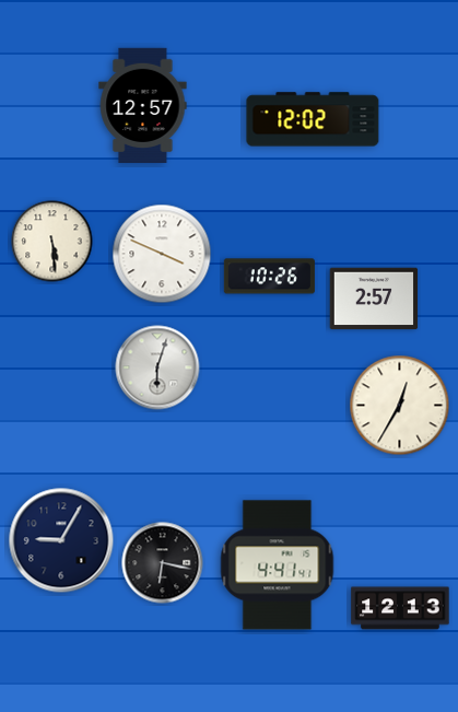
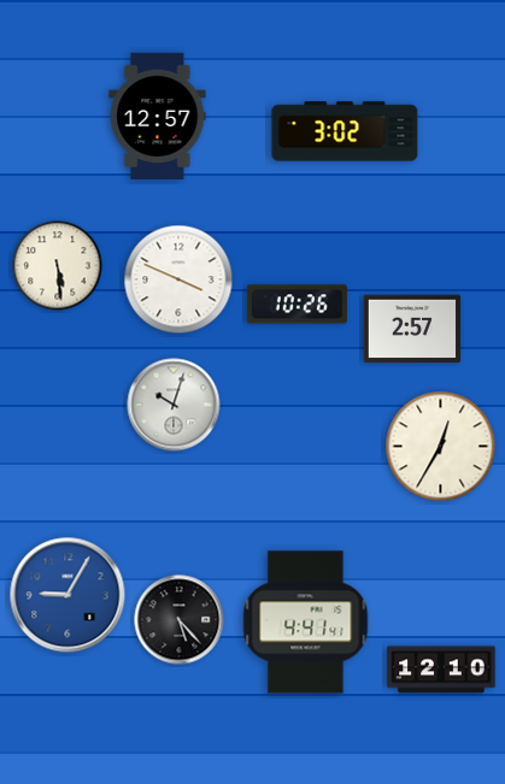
clock at (313, 119): 12:02 -> 3:02
clock at (157, 367): 6:03 -> 10:03
clock at (61, 540) dial: navy -> blue
clock at (163, 563): 6:17 -> 5:23
clock at (400, 608): 12:13 -> 12:10
